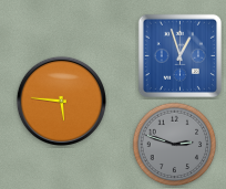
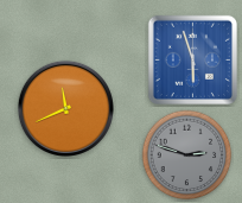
clock at (179, 55): 12:57 -> 5:57
clock at (61, 101): 5:46 -> 11:41
